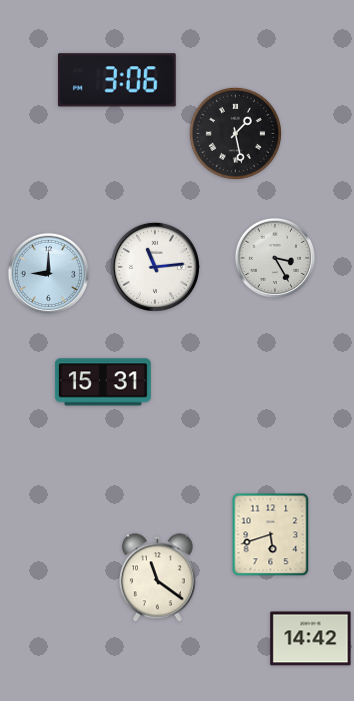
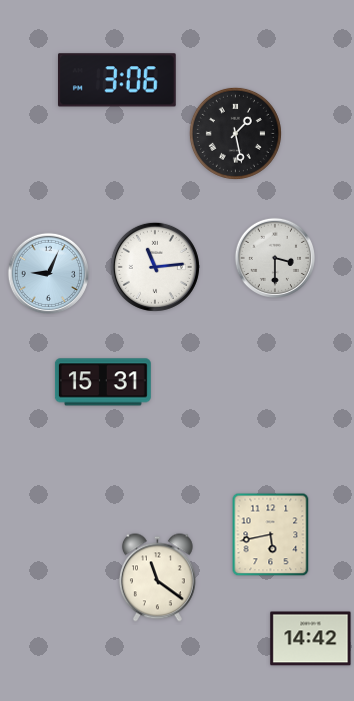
clock at (274, 257): 3:25 -> 3:30
clock at (48, 273): 9:00 -> 9:04
clock at (271, 535): 5:42 -> 5:43
